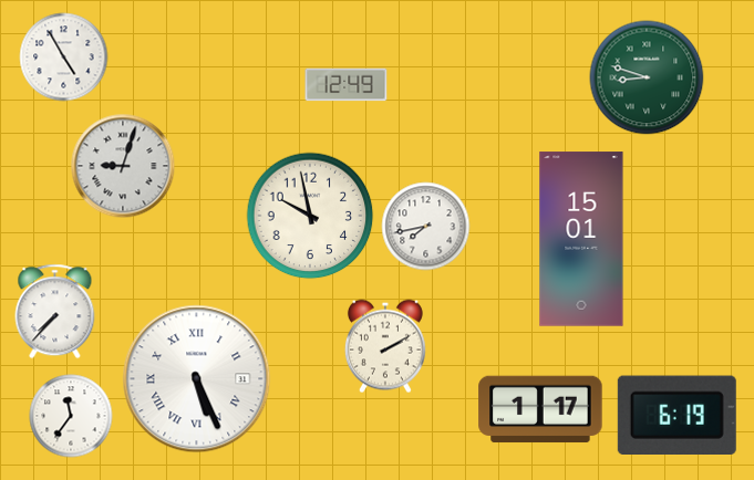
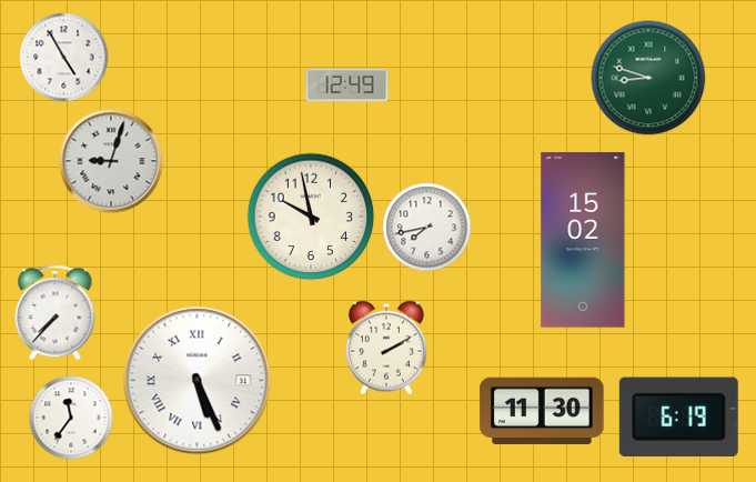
clock at (123, 166) position: (123, 166) -> (111, 161)
clock at (581, 239): 15:01 -> 15:02
clock at (540, 409): 1:17 -> 11:30
